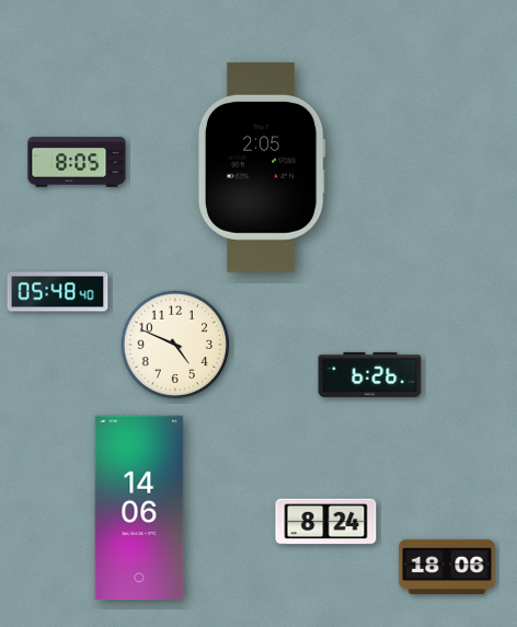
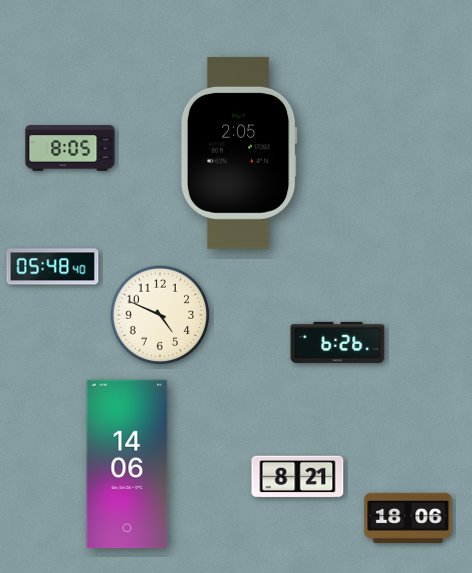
clock at (326, 522): 8:24 -> 8:21
